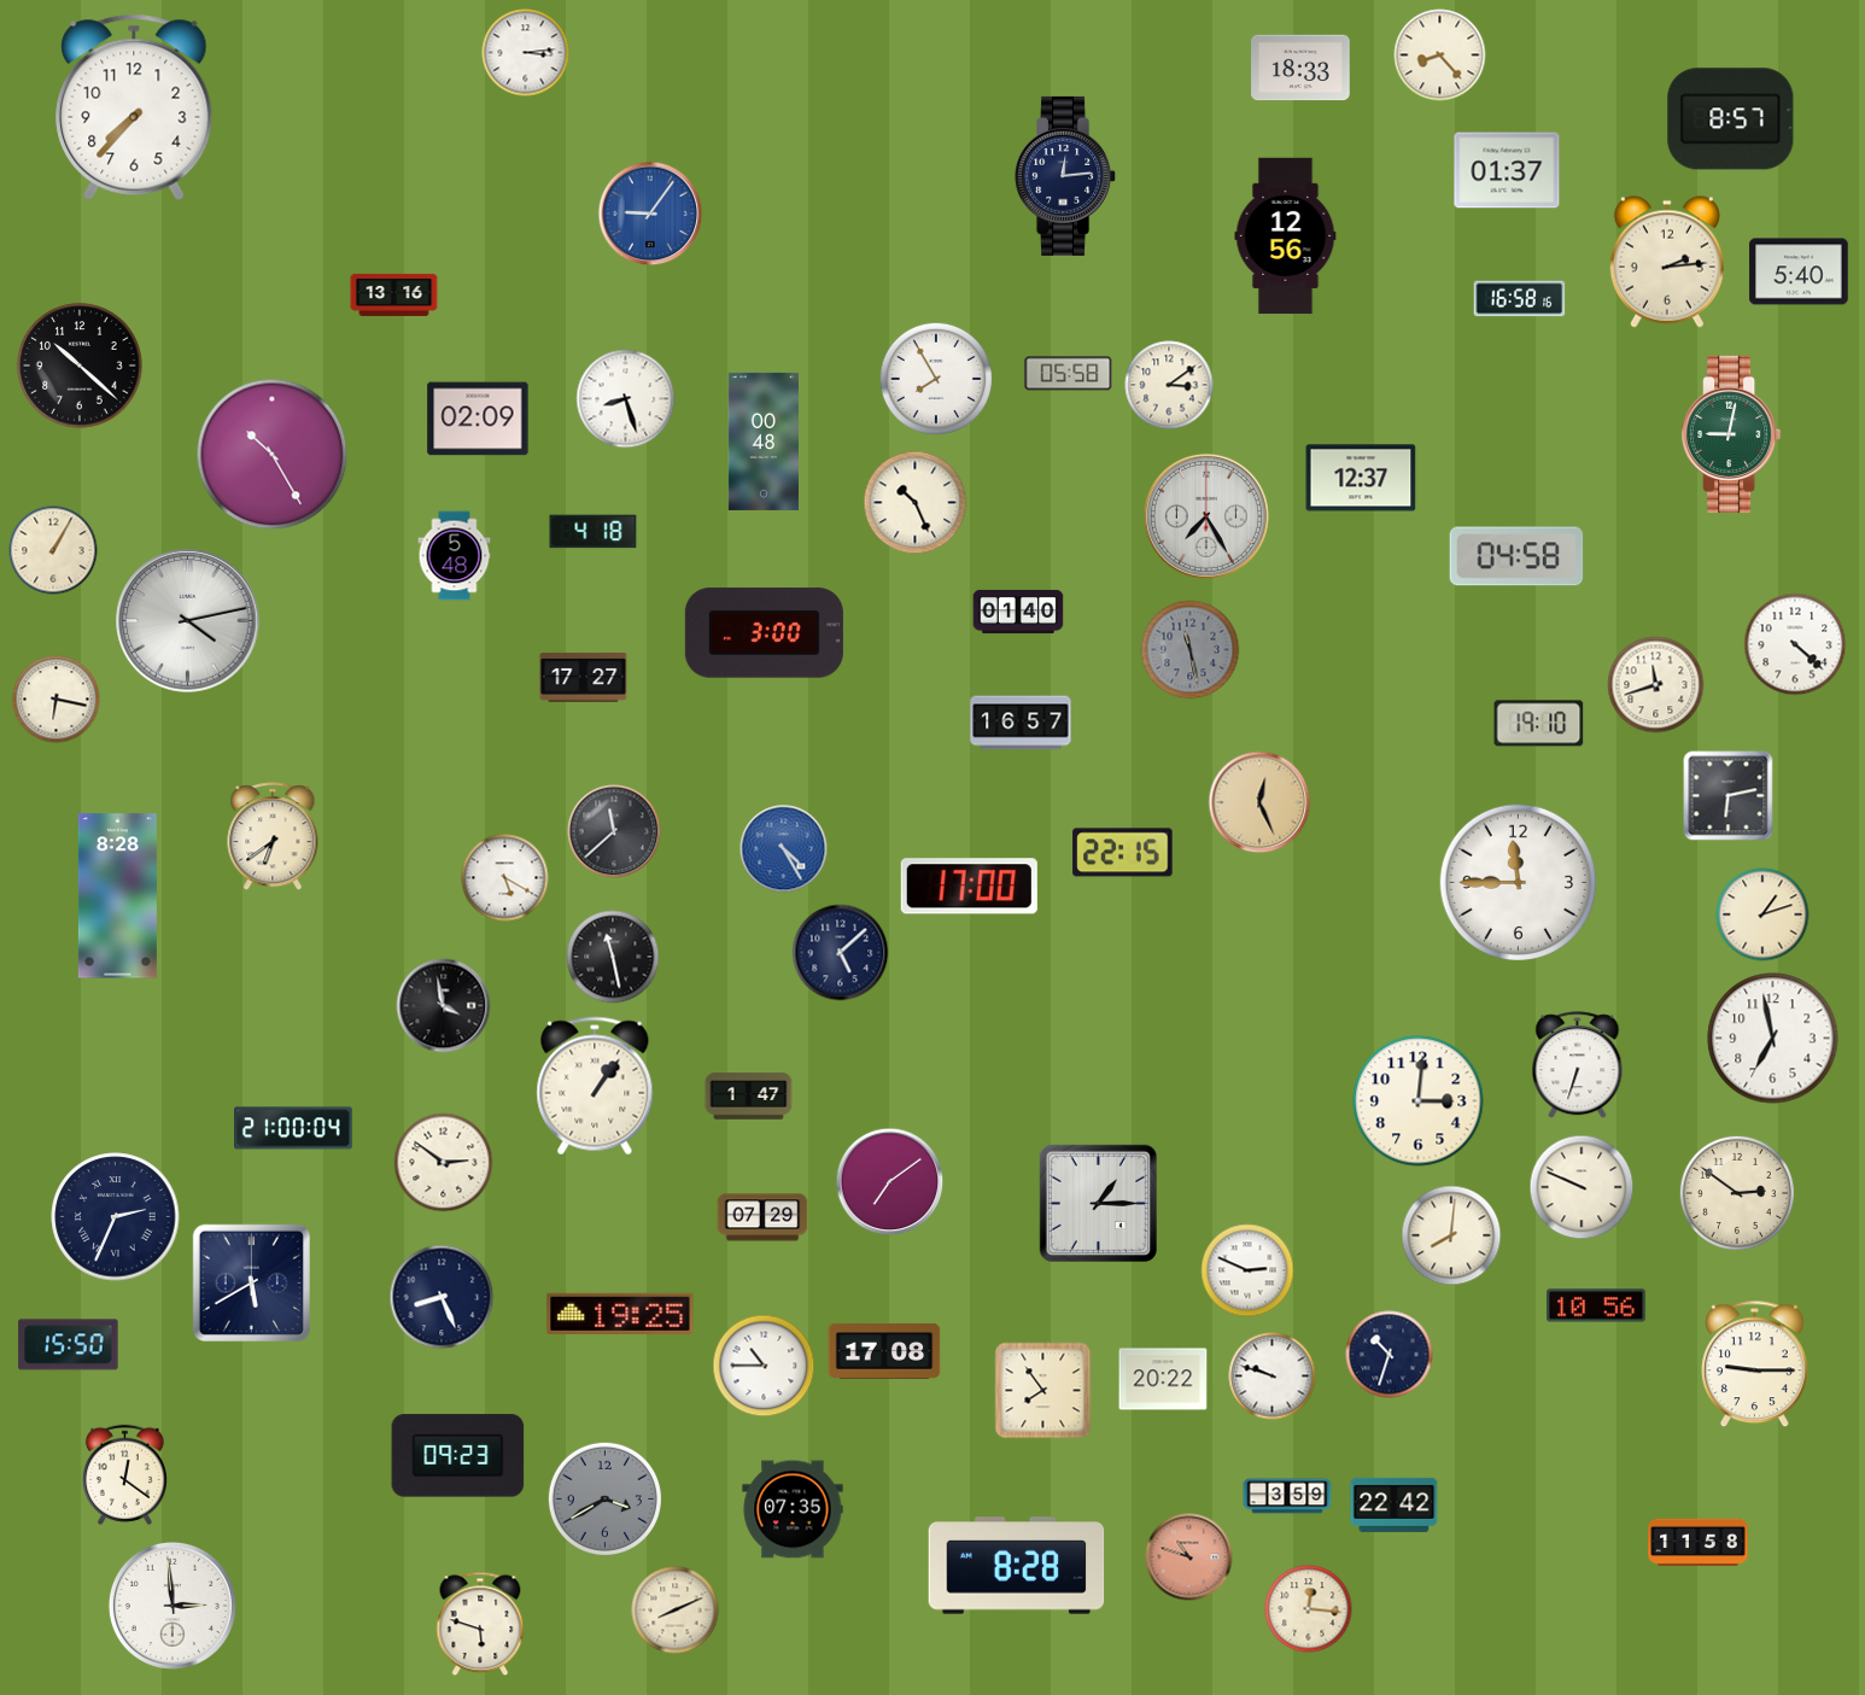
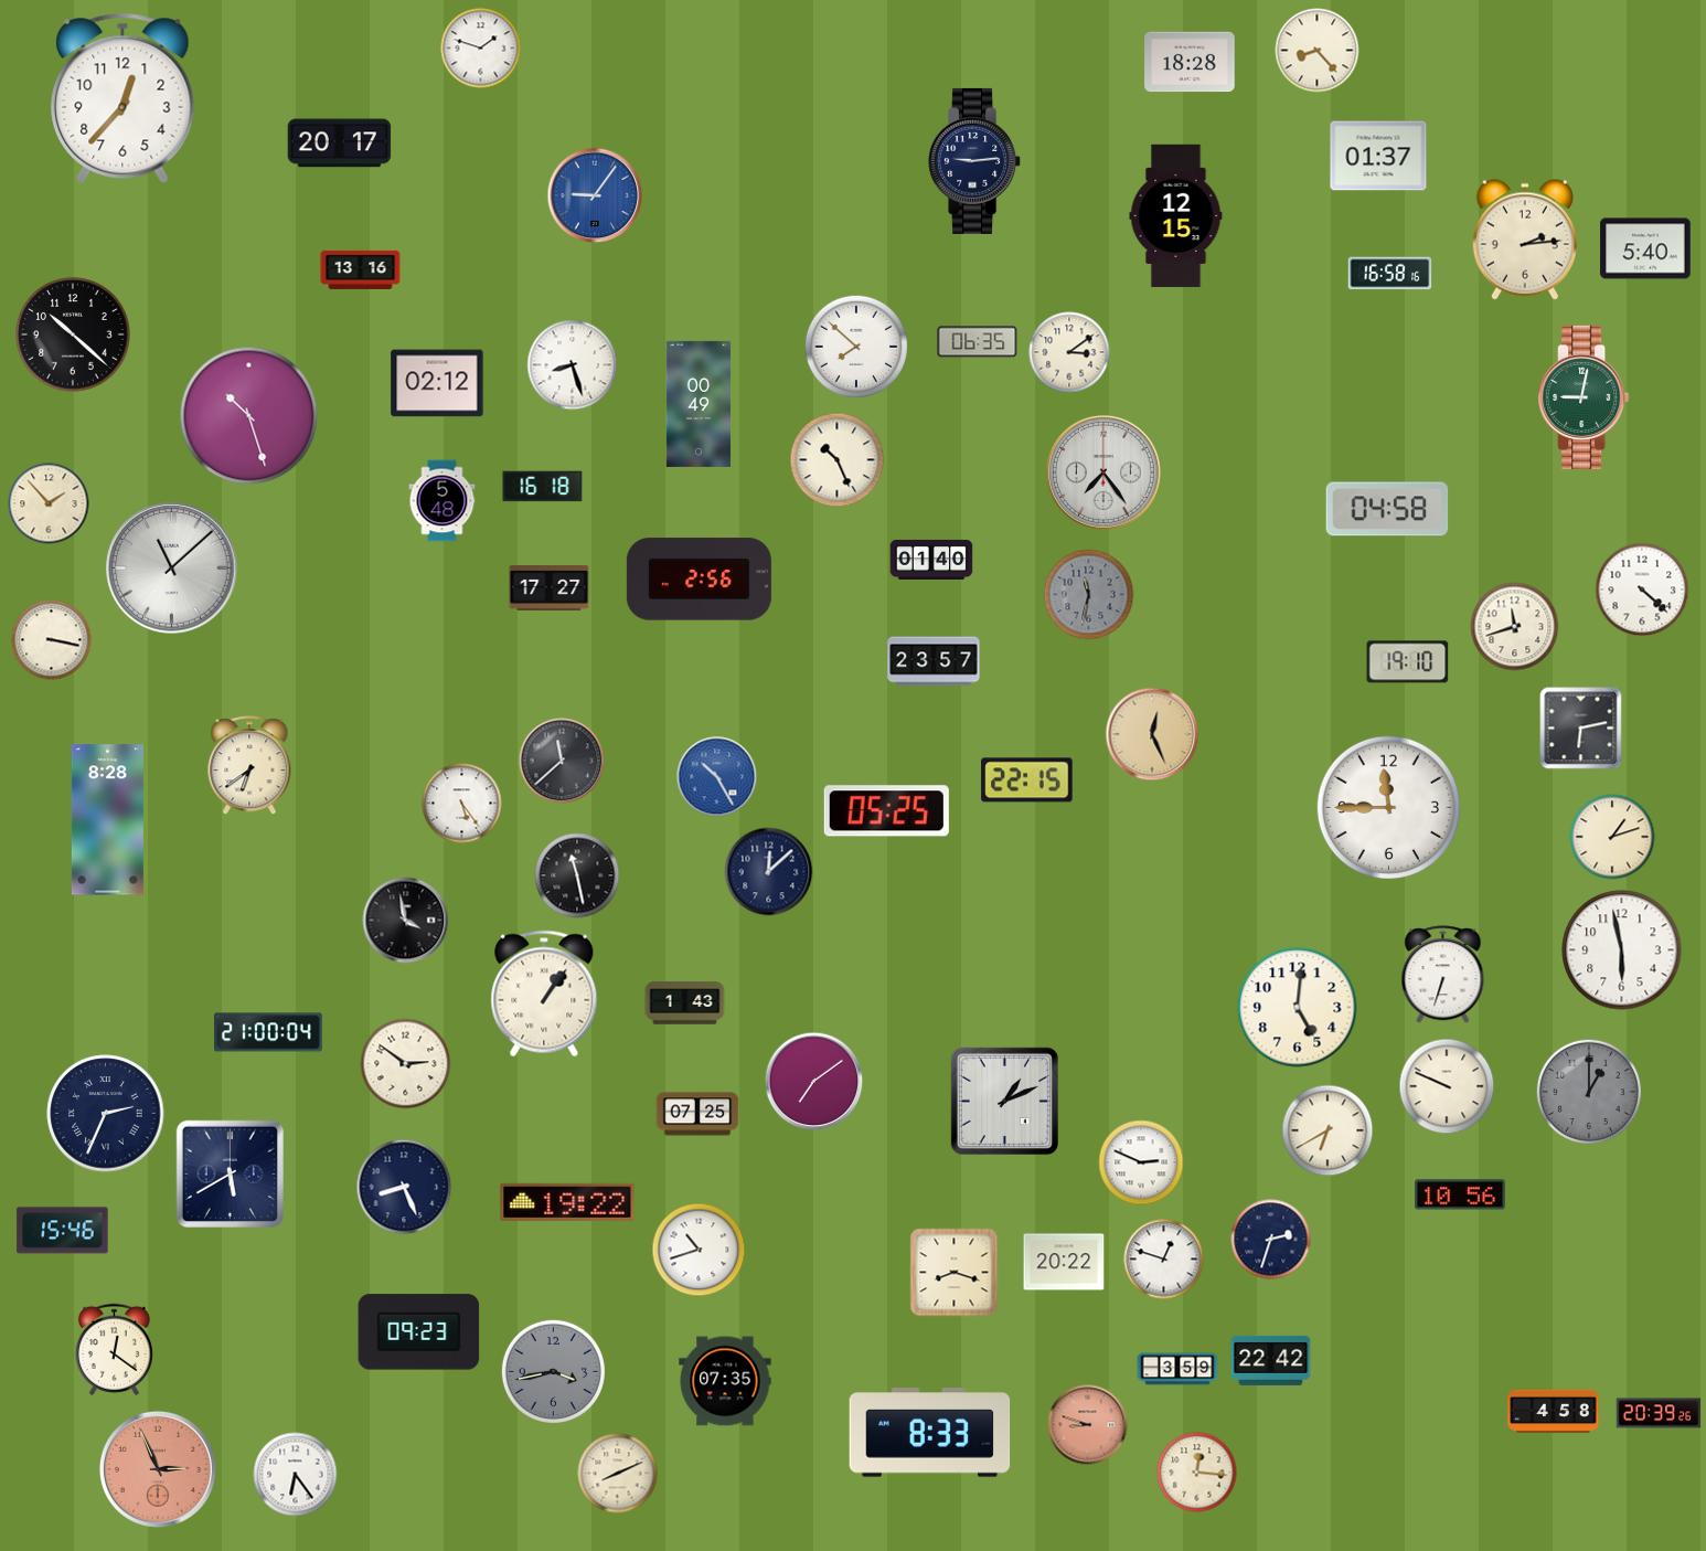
clock at (526, 53): 3:14 -> 1:48
clock at (1300, 68): 18:33 -> 18:28
clock at (134, 107): 7:37 -> 12:37
clock at (1731, 119): 8:57 -> none
clock at (340, 144): none -> 20:17
clock at (1066, 176): 12:14 -> 9:14
clock at (1286, 236): 12:56 -> 12:15
clock at (1069, 374): 05:58 -> 06:35
clock at (935, 378): 7:55 -> 7:52
clock at (478, 419): 02:09 -> 02:12
clock at (764, 442): 00:48 -> 00:49
clock at (273, 455): 10:25 -> 10:27
clock at (1361, 478): 12:37 -> none
clock at (1206, 516): 7:25 -> 7:24
clock at (594, 532): 4:18 -> 16:18
clock at (53, 550): 1:05 -> 1:53
clock at (455, 556) position: (455, 556) -> (443, 501)
clock at (188, 621): 4:13 -> 11:08
clock at (764, 633): 3:00 -> 2:56
clock at (1191, 650): 11:28 -> 11:32
clock at (584, 678) position: (584, 678) -> (550, 588)
clock at (57, 700): 6:17 -> 3:17
clock at (1021, 723): 16:57 -> 23:57
clock at (784, 849): 4:25 -> 10:25
clock at (505, 878): 5:20 -> 5:24
clock at (969, 887): 17:00 -> 05:25
clock at (841, 953): 5:08 -> 12:08
clock at (613, 957) position: (613, 957) -> (577, 875)
clock at (1773, 1039): 6:58 -> 5:58
clock at (749, 1097): 1:47 -> 1:43
clock at (1419, 1101): 3:01 -> 5:01
clock at (1737, 1193): 2:51 -> 1:00
clock at (1737, 1193) dial: cream -> grey
clock at (1098, 1203): 1:15 -> 1:11
clock at (762, 1217): 07:29 -> 07:25
clock at (1451, 1235): 8:01 -> 6:40
clock at (620, 1314): 19:25 -> 19:22
clock at (69, 1345): 15:50 -> 15:46
clock at (884, 1351): 17:08 -> none
clock at (1390, 1355): 10:33 -> 2:33
clock at (1755, 1364): 9:15 -> none
clock at (764, 1366): 10:45 -> 10:42
clock at (1273, 1377): 9:48 -> 12:48
clock at (1043, 1391): 7:54 -> 8:18
clock at (604, 1498): 3:40 -> 3:43
clock at (1395, 1504) position: (1395, 1504) -> (1271, 1360)
clock at (1699, 1542): 11:58 -> 4:58
clock at (1659, 1413): none -> 20:39
clock at (1189, 1557): 10:48 -> 8:48
clock at (1017, 1566): 8:28 -> 8:33
clock at (173, 1606): 2:59 -> 2:56
clock at (173, 1606) dial: white -> salmon
clock at (296, 1475): none -> 6:24
clock at (480, 1624): 5:48 -> none
